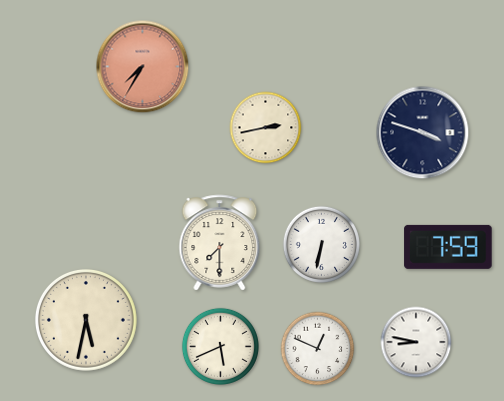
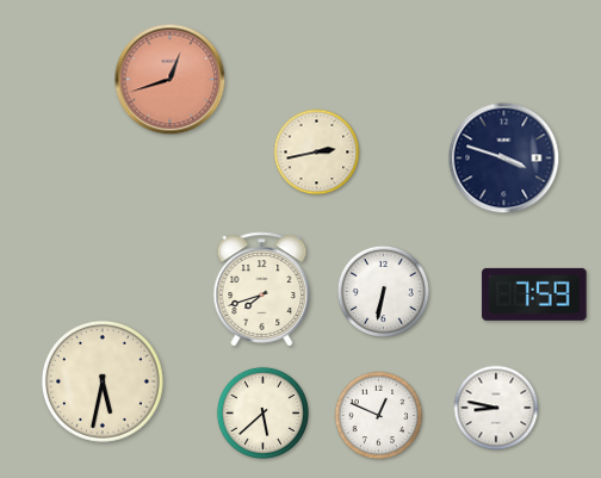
clock at (143, 67): 7:35 -> 12:42
clock at (220, 243): 7:30 -> 7:42
clock at (220, 346): 5:41 -> 5:38
